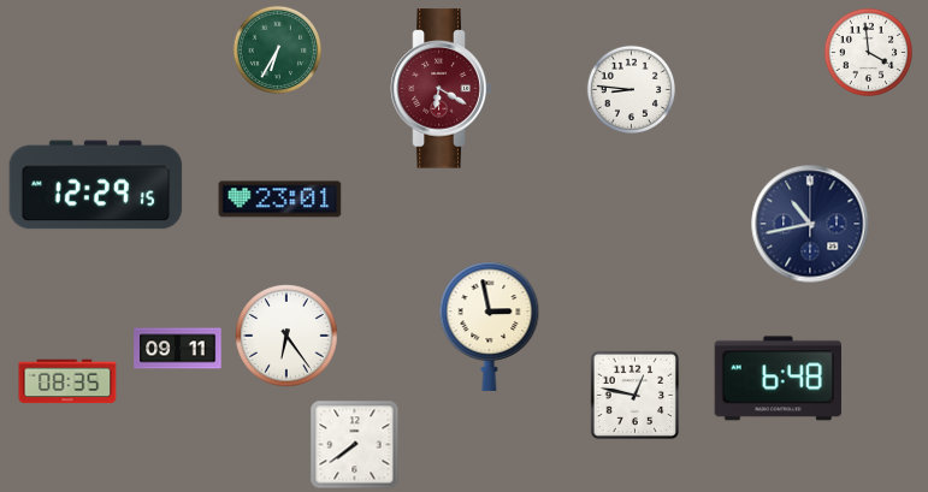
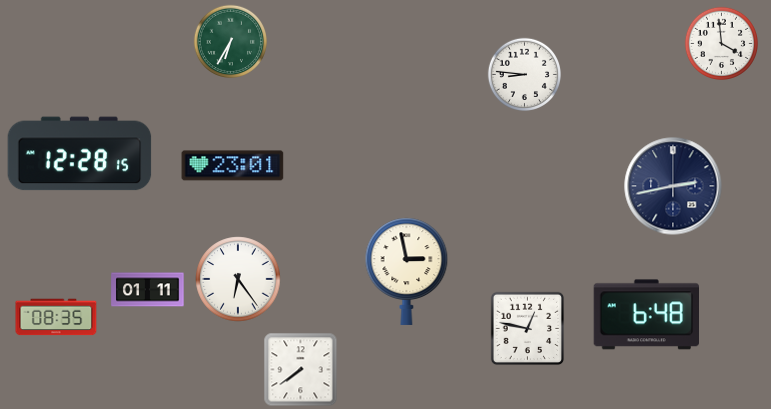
clock at (442, 89): 6:20 -> none
clock at (96, 185): 12:29 -> 12:28
clock at (810, 224): 10:43 -> 2:43
clock at (178, 349): 09:11 -> 01:11
clock at (355, 445) position: (355, 445) -> (301, 370)
